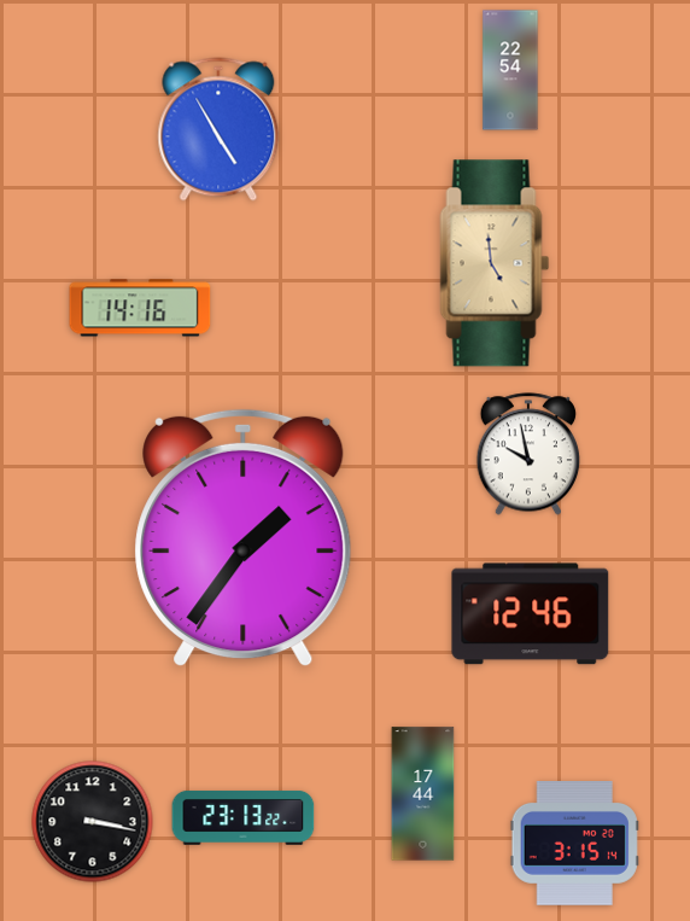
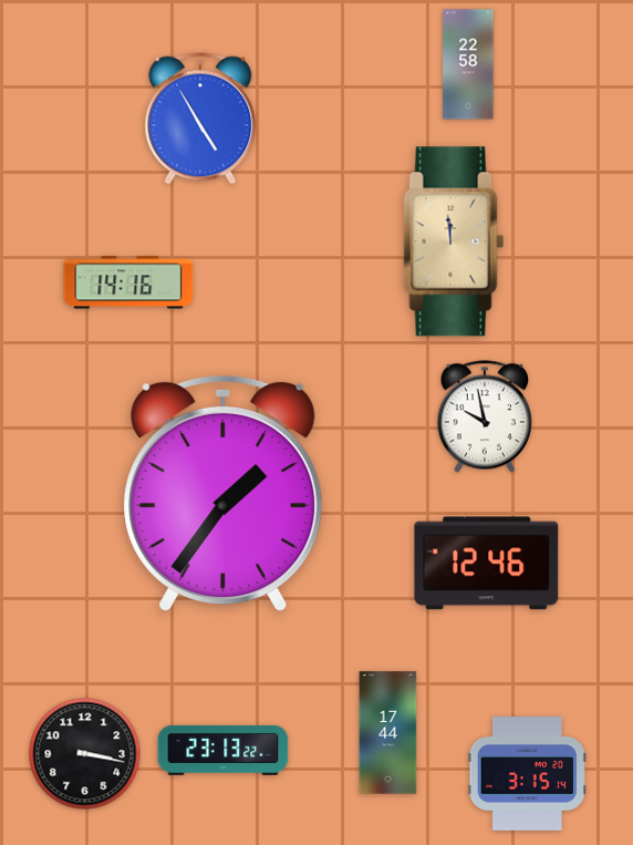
clock at (510, 70): 22:54 -> 22:58
clock at (495, 263): 4:59 -> 11:59
clock at (423, 794) position: (423, 794) -> (388, 733)
